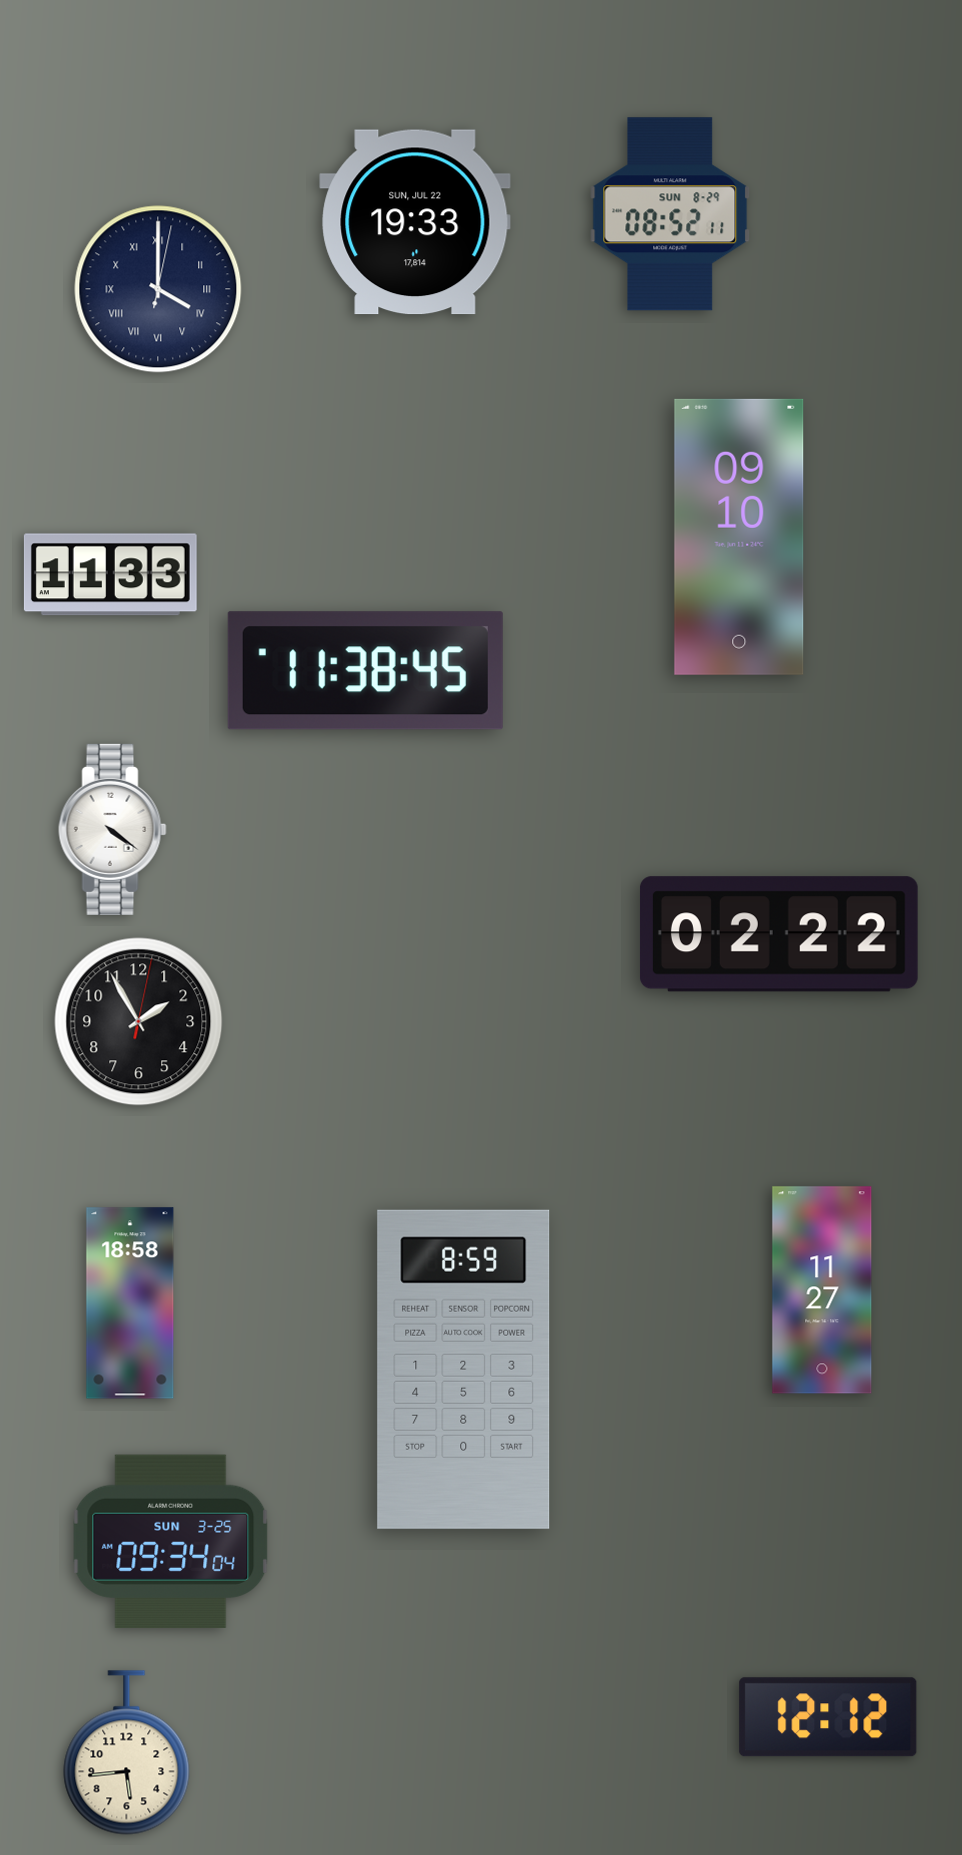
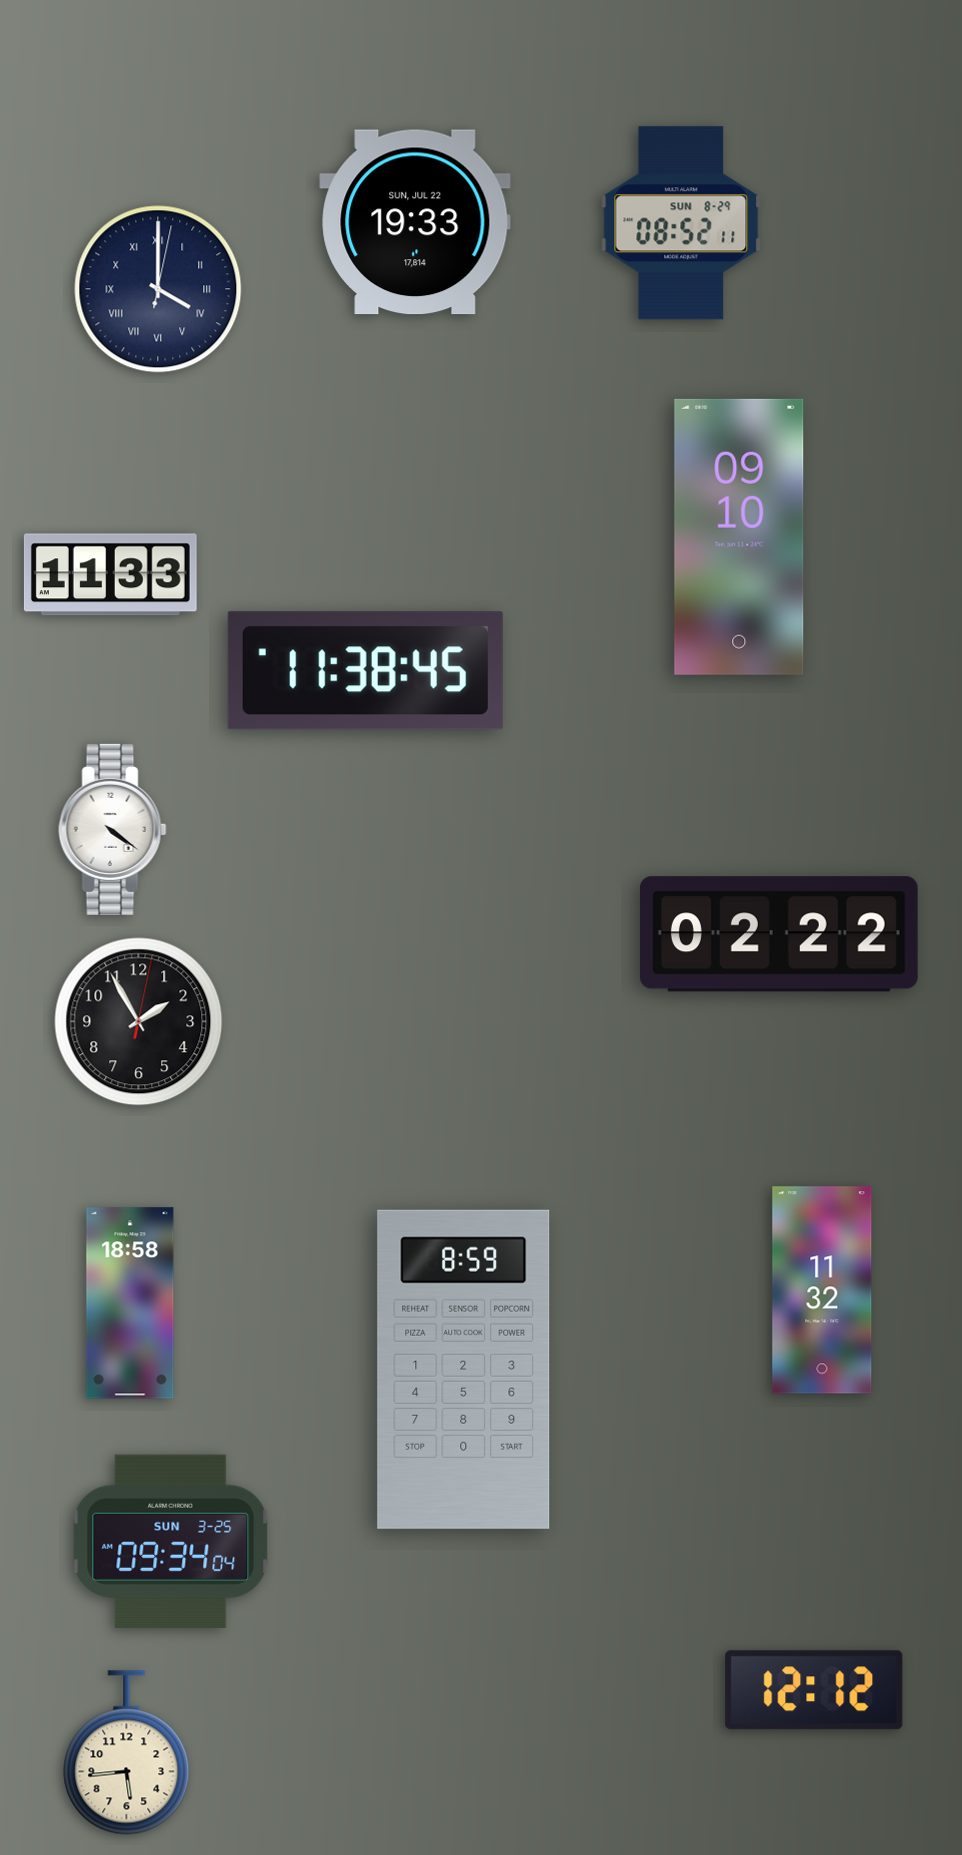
clock at (670, 214) position: (670, 214) -> (681, 223)
clock at (822, 1290): 11:27 -> 11:32
clock at (828, 1717) position: (828, 1717) -> (814, 1690)
